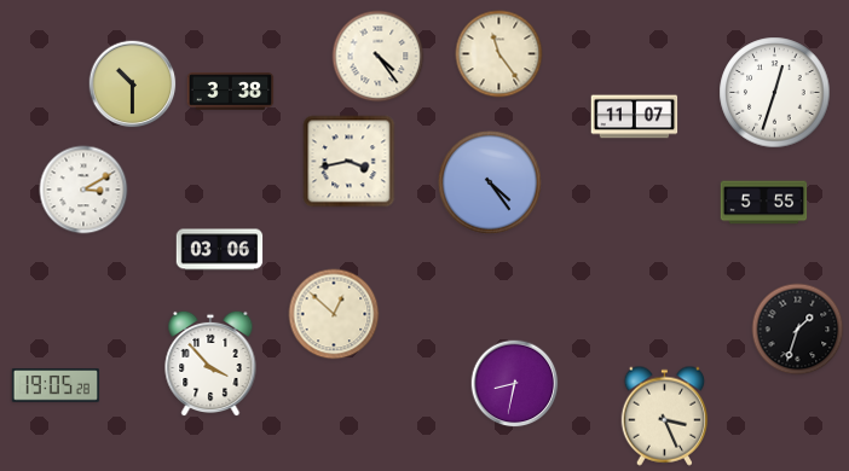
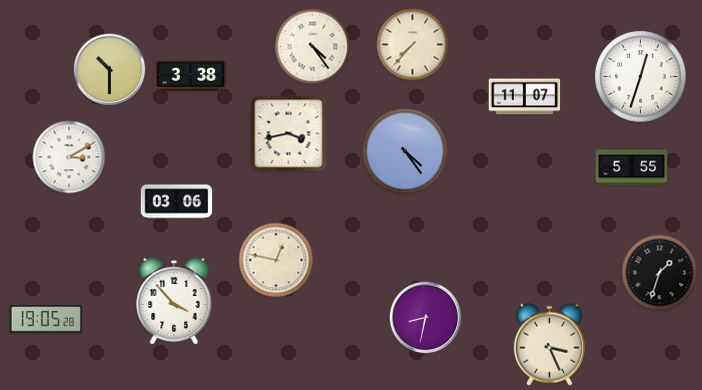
clock at (499, 54): 11:24 -> 7:37
clock at (220, 250) position: (220, 250) -> (177, 202)
clock at (334, 314): 12:52 -> 12:47
